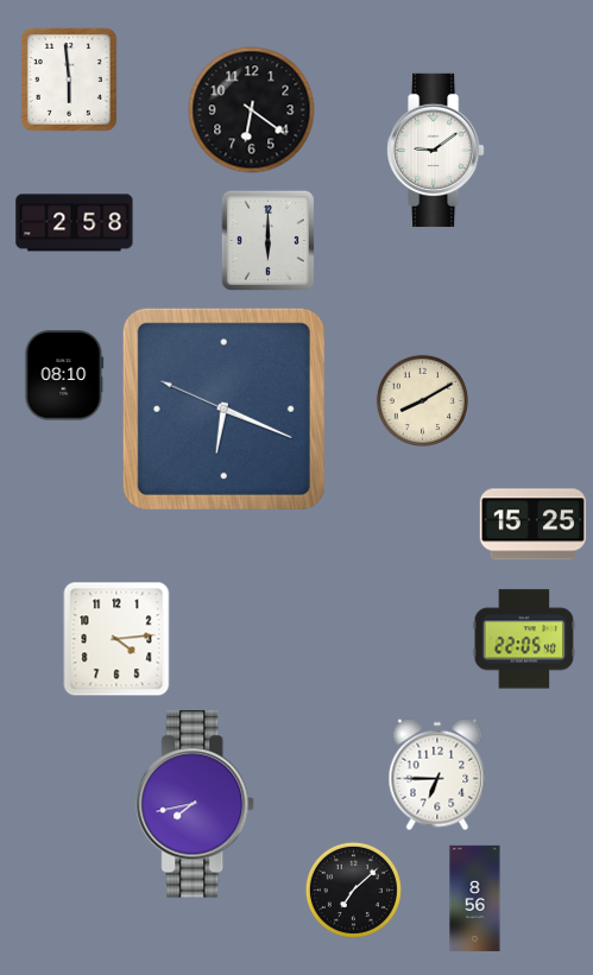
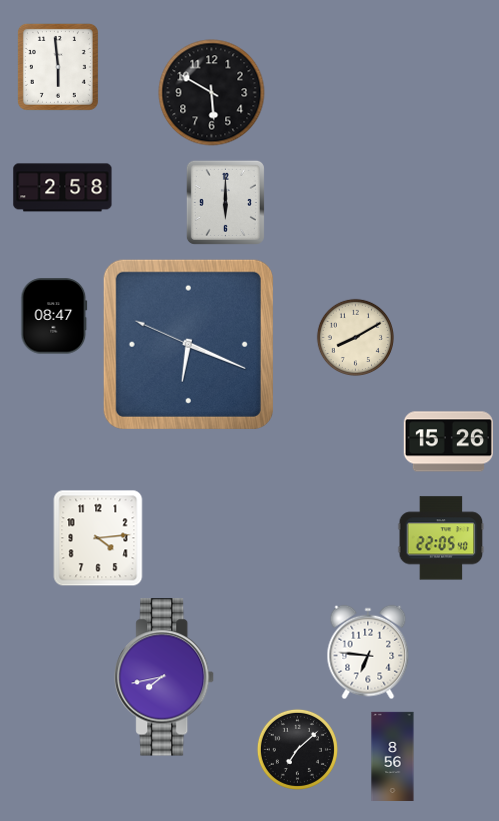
clock at (252, 110): 6:21 -> 5:50
clock at (436, 150): 9:09 -> none
clock at (64, 375): 08:10 -> 08:47
clock at (532, 525): 15:25 -> 15:26
clock at (437, 774): 6:45 -> 6:46
clock at (475, 899) position: (475, 899) -> (393, 757)
